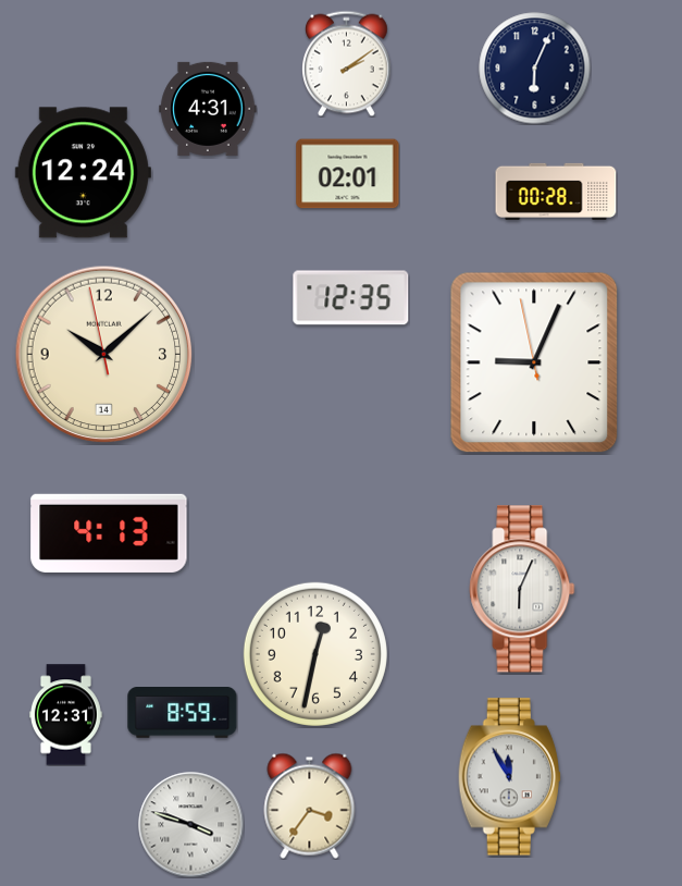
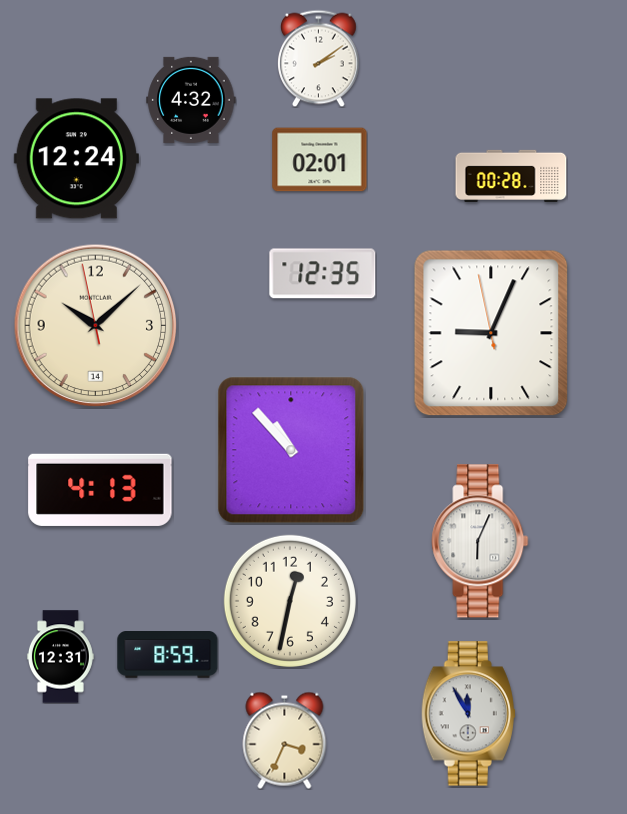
clock at (535, 69): 6:04 -> none
clock at (208, 109): 4:31 -> 4:32
clock at (291, 450): none -> 10:53
clock at (310, 805): 3:36 -> 3:34
clock at (191, 825): 3:48 -> none
